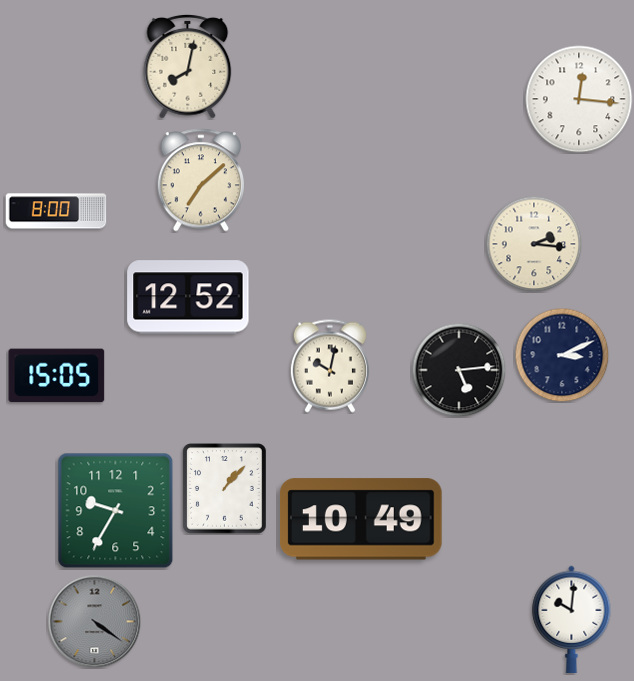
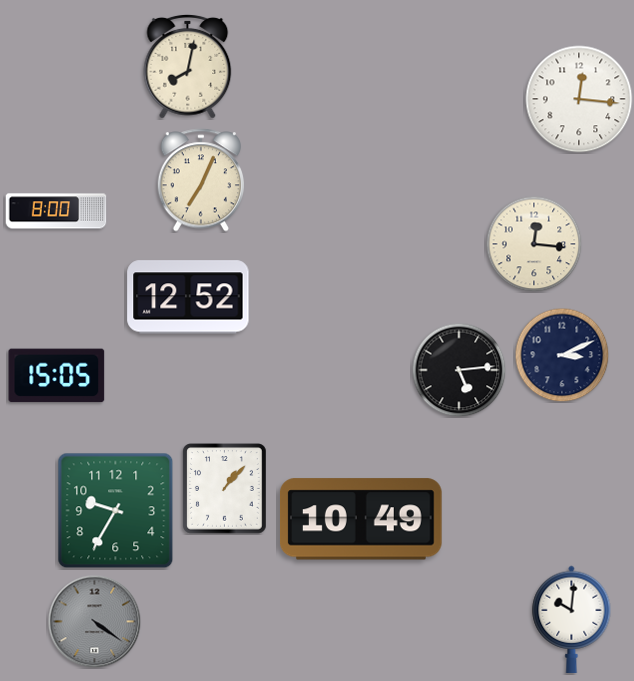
clock at (200, 180): 7:08 -> 7:04
clock at (534, 244): 2:16 -> 12:16
clock at (330, 366): 10:02 -> none
